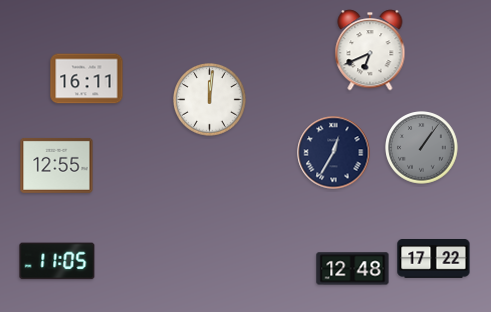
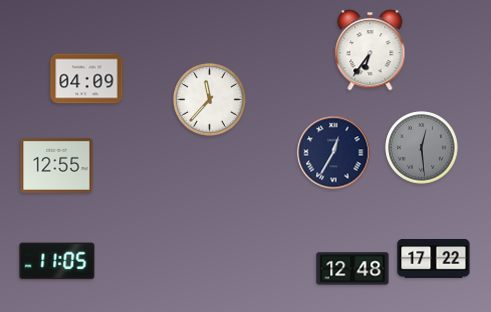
clock at (370, 50): 6:41 -> 6:36
clock at (87, 79): 16:11 -> 04:09
clock at (210, 100): 12:01 -> 11:37
clock at (422, 148): 1:06 -> 12:29
